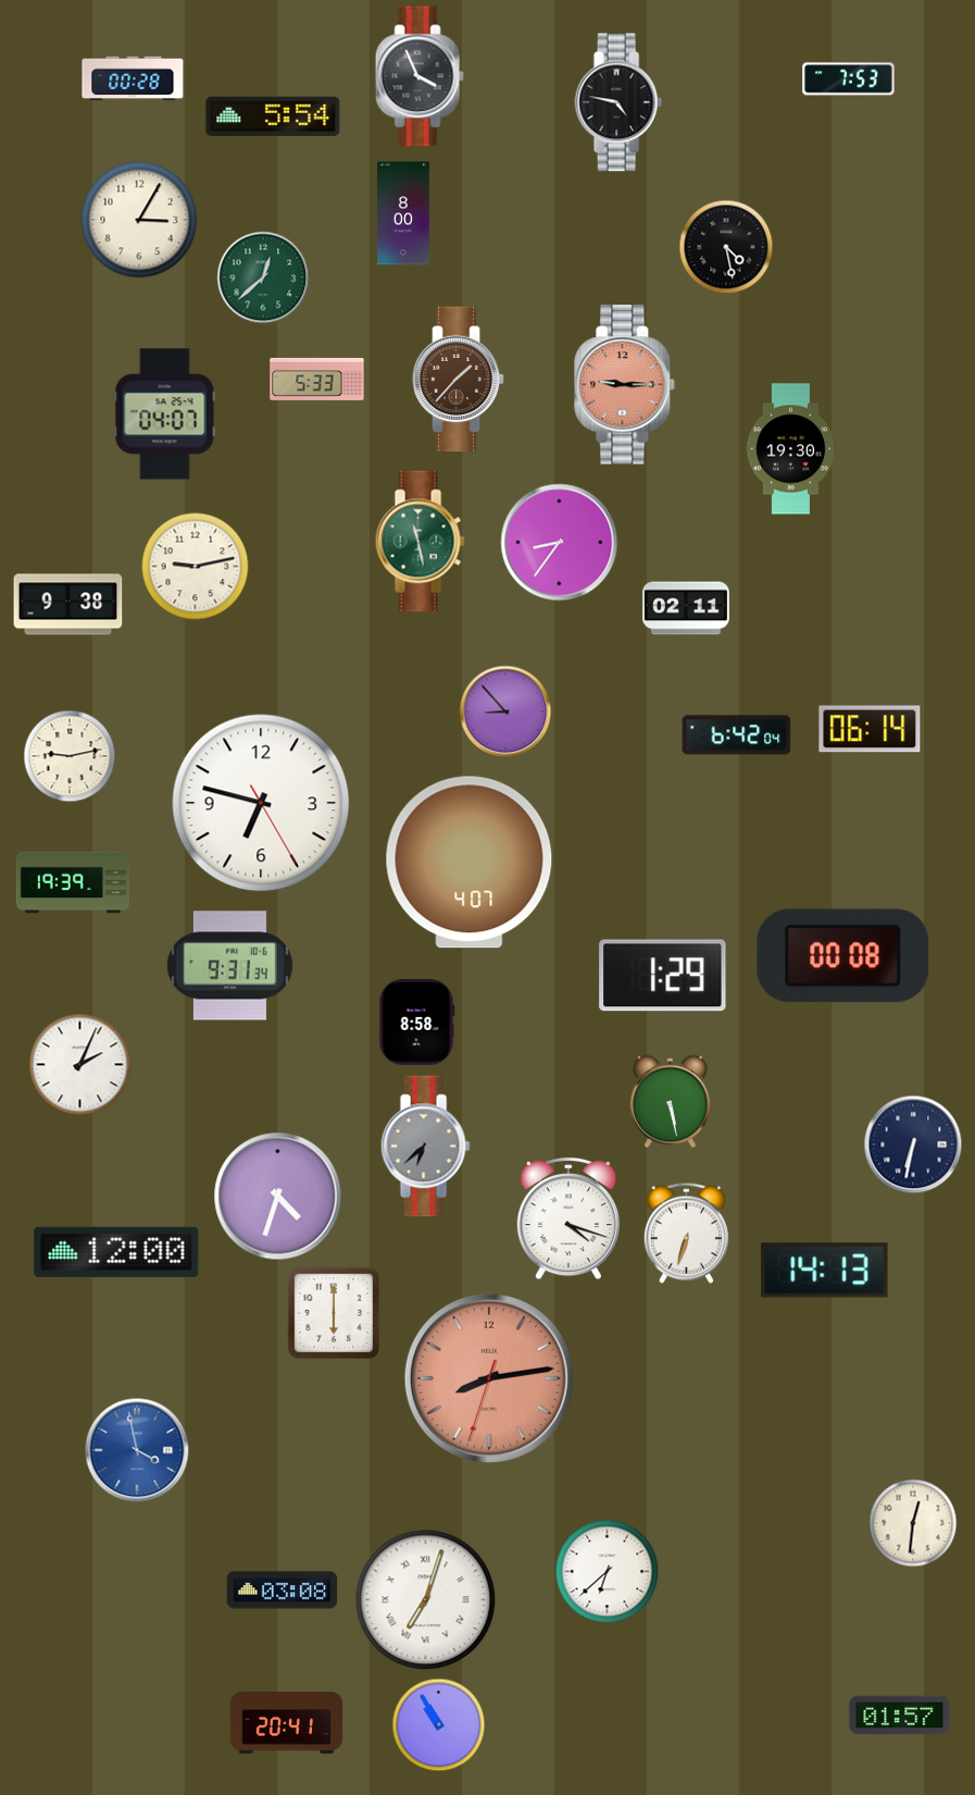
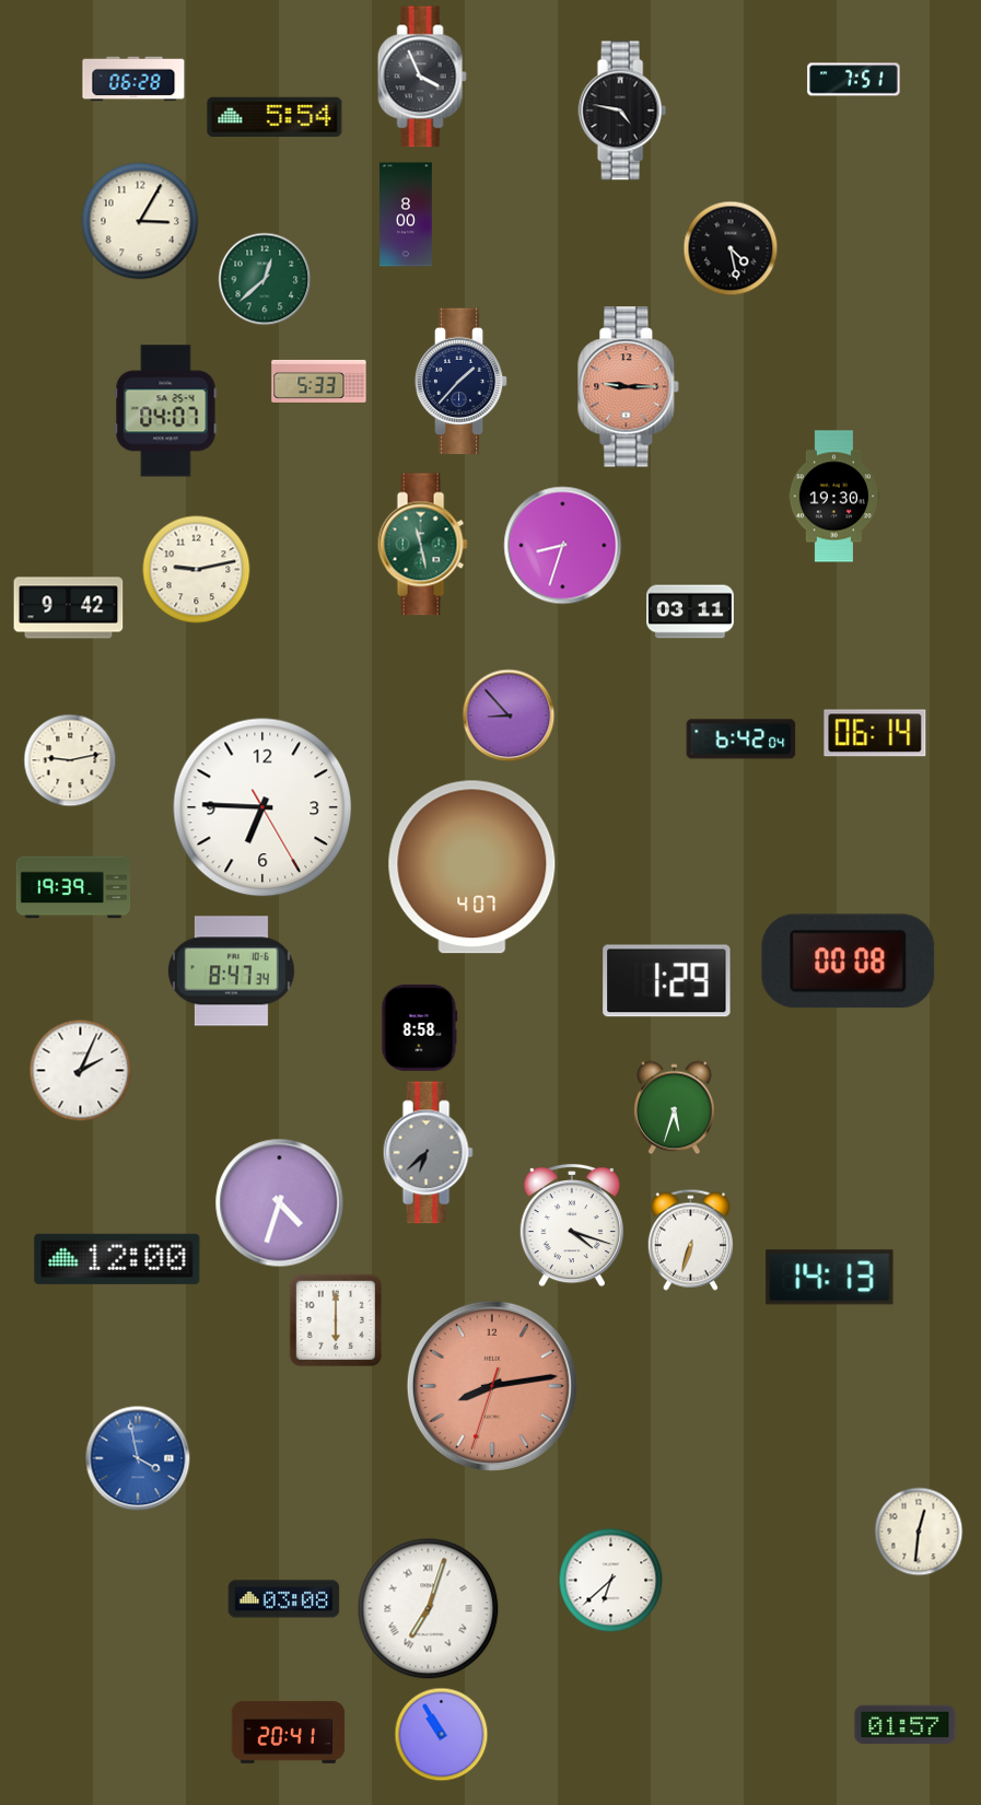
clock at (133, 78): 00:28 -> 06:28
clock at (849, 79): 7:53 -> 7:51
clock at (618, 102) position: (618, 102) -> (622, 110)
clock at (459, 380) dial: brown -> navy
clock at (165, 414) position: (165, 414) -> (166, 411)
clock at (790, 449) position: (790, 449) -> (833, 497)
clock at (560, 543): 8:36 -> 8:33
clock at (68, 605): 9:38 -> 9:42
clock at (687, 608): 02:11 -> 03:11
clock at (261, 803): 6:47 -> 6:45
clock at (229, 966): 9:31 -> 8:47
clock at (671, 1102): 5:28 -> 5:33
clock at (913, 1144): 6:32 -> none
